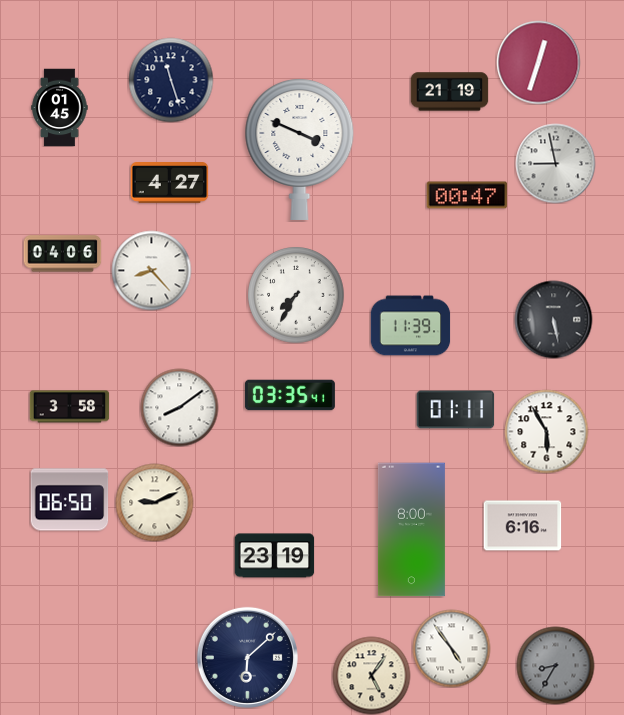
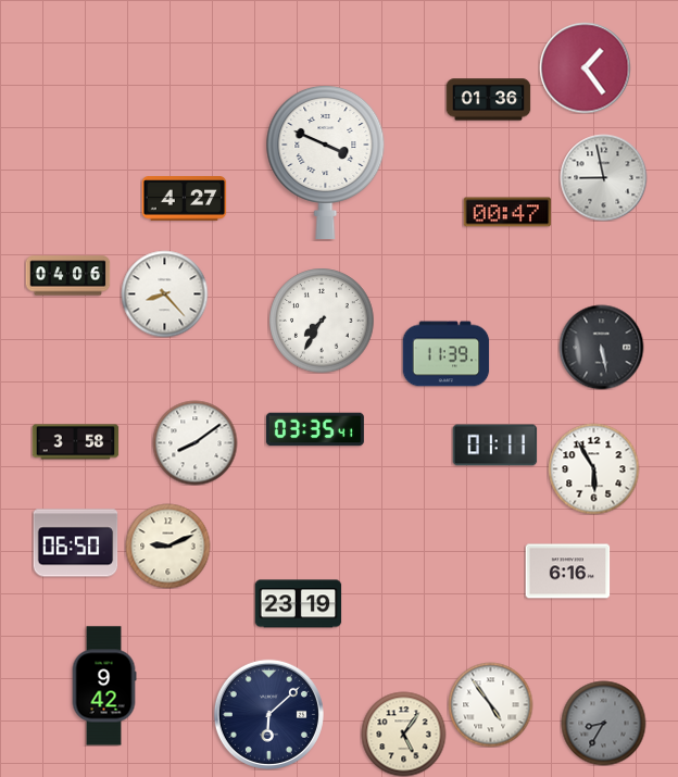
clock at (538, 62): 12:33 -> 1:24
clock at (171, 80): 11:27 -> none
clock at (449, 92): 21:19 -> 01:36
clock at (60, 107): 01:45 -> none
clock at (411, 530): 8:00 -> none
clock at (104, 686): none -> 9:42
